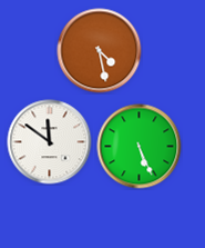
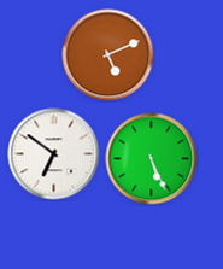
clock at (100, 51): 4:28 -> 5:11
clock at (50, 142): 11:51 -> 6:51
